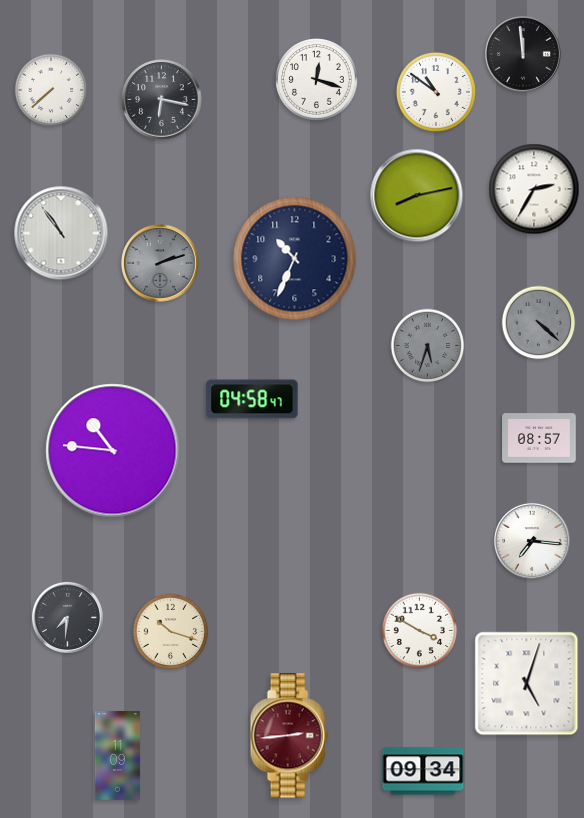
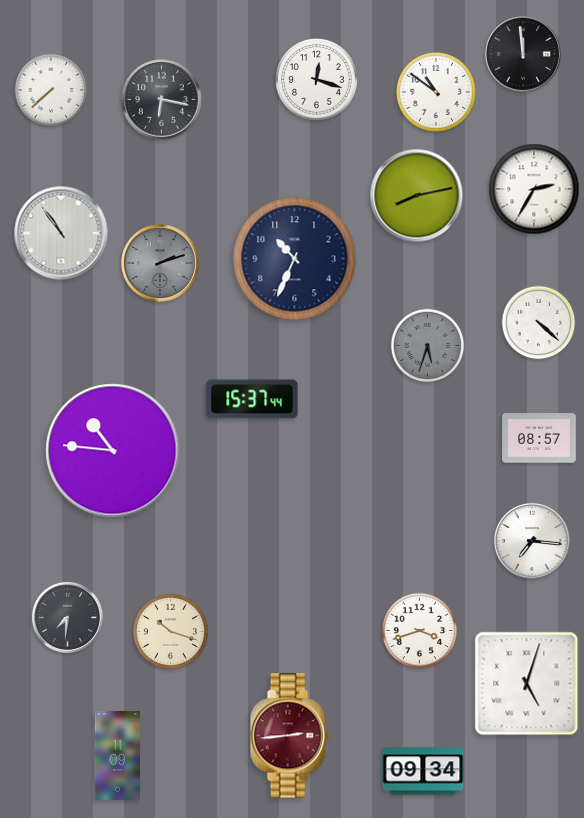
clock at (539, 323) dial: grey -> white
clock at (252, 399): 04:58 -> 15:37
clock at (420, 631): 3:50 -> 3:42
